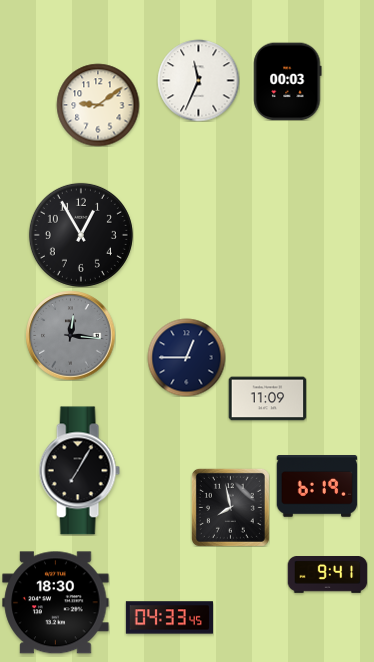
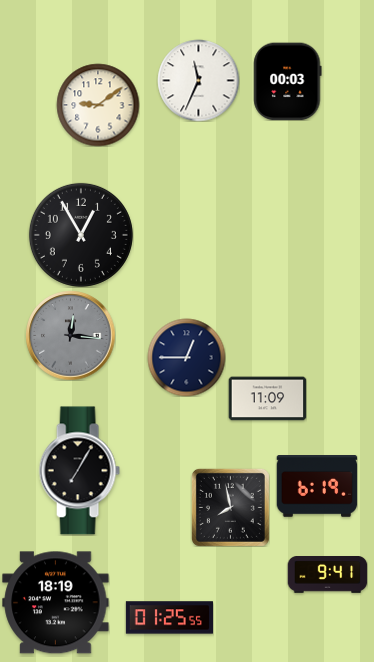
clock at (56, 603): 18:30 -> 18:19
clock at (169, 618): 04:33 -> 01:25
